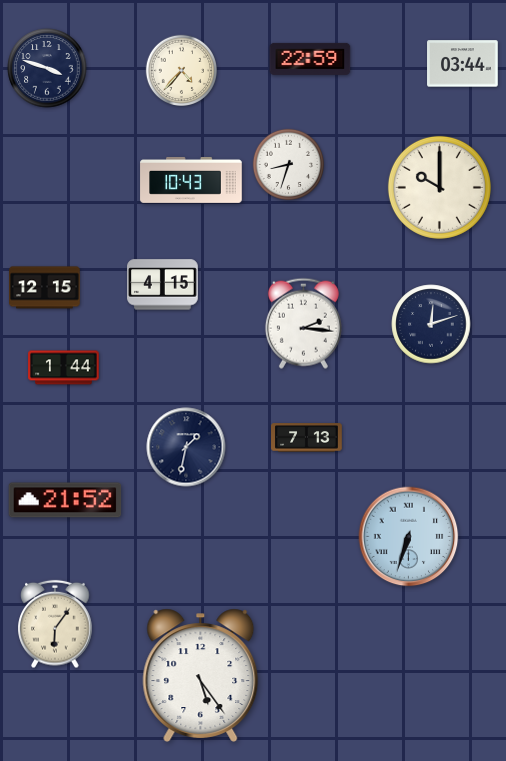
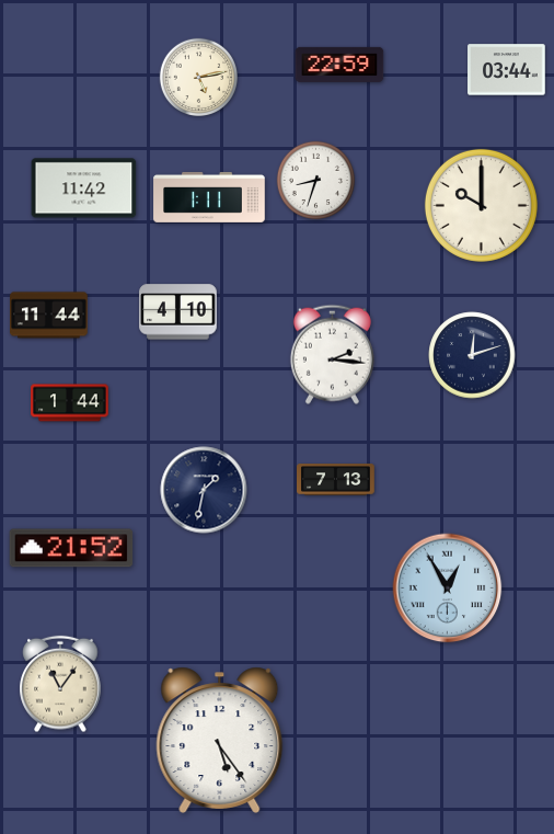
clock at (47, 68): 3:48 -> none
clock at (181, 70): 4:37 -> 5:13
clock at (84, 188): none -> 11:42
clock at (191, 180): 10:43 -> 1:11
clock at (163, 285): 4:15 -> 4:10
clock at (45, 288): 12:15 -> 11:44
clock at (409, 537): 6:33 -> 12:55
clock at (55, 624): 6:06 -> 11:06
